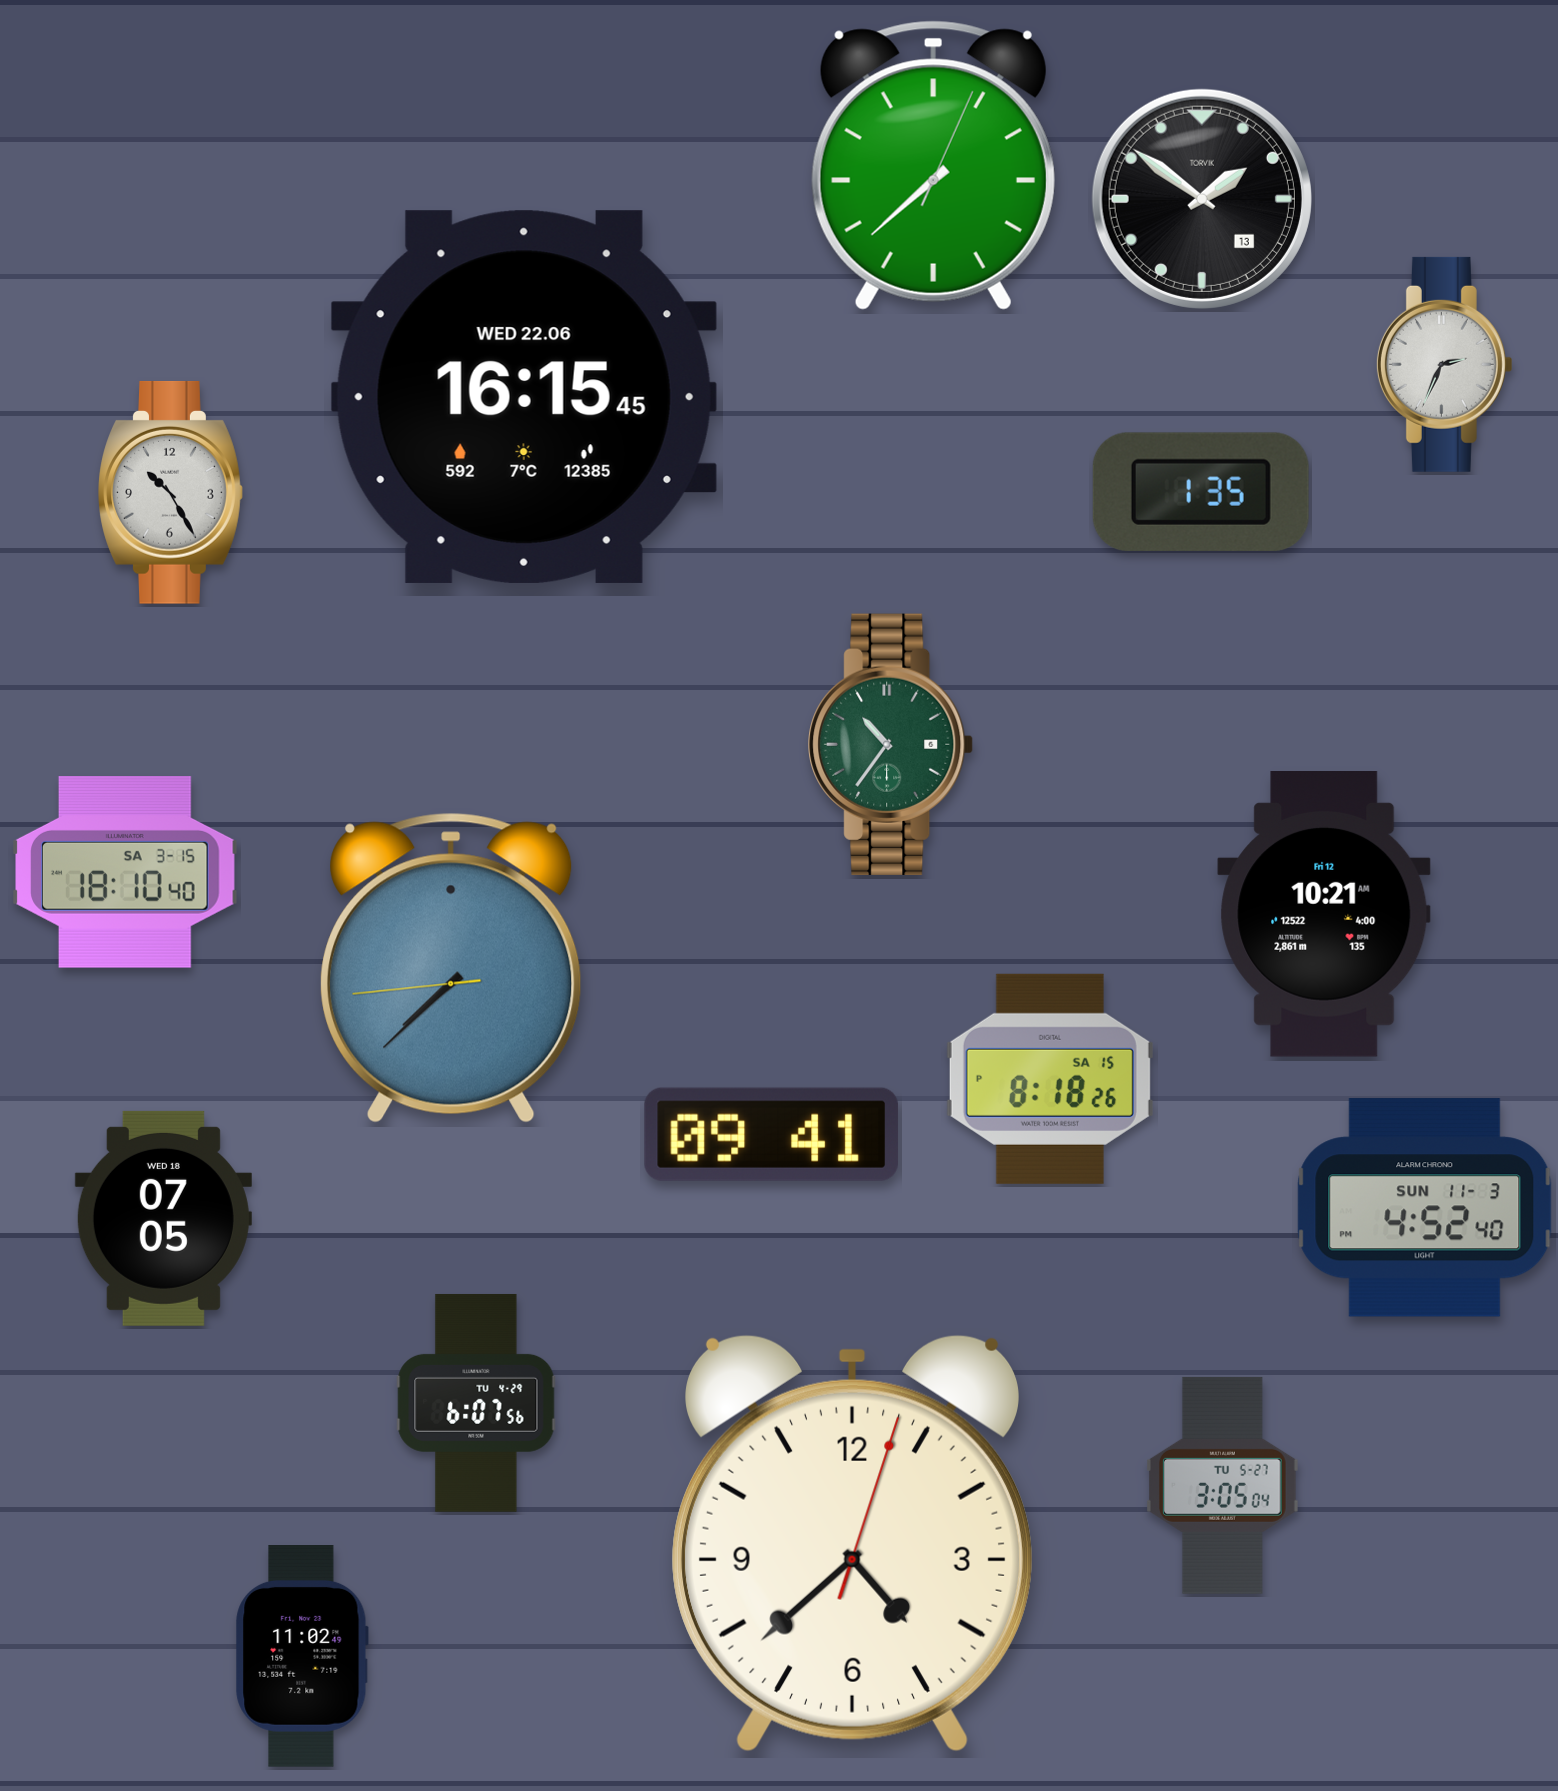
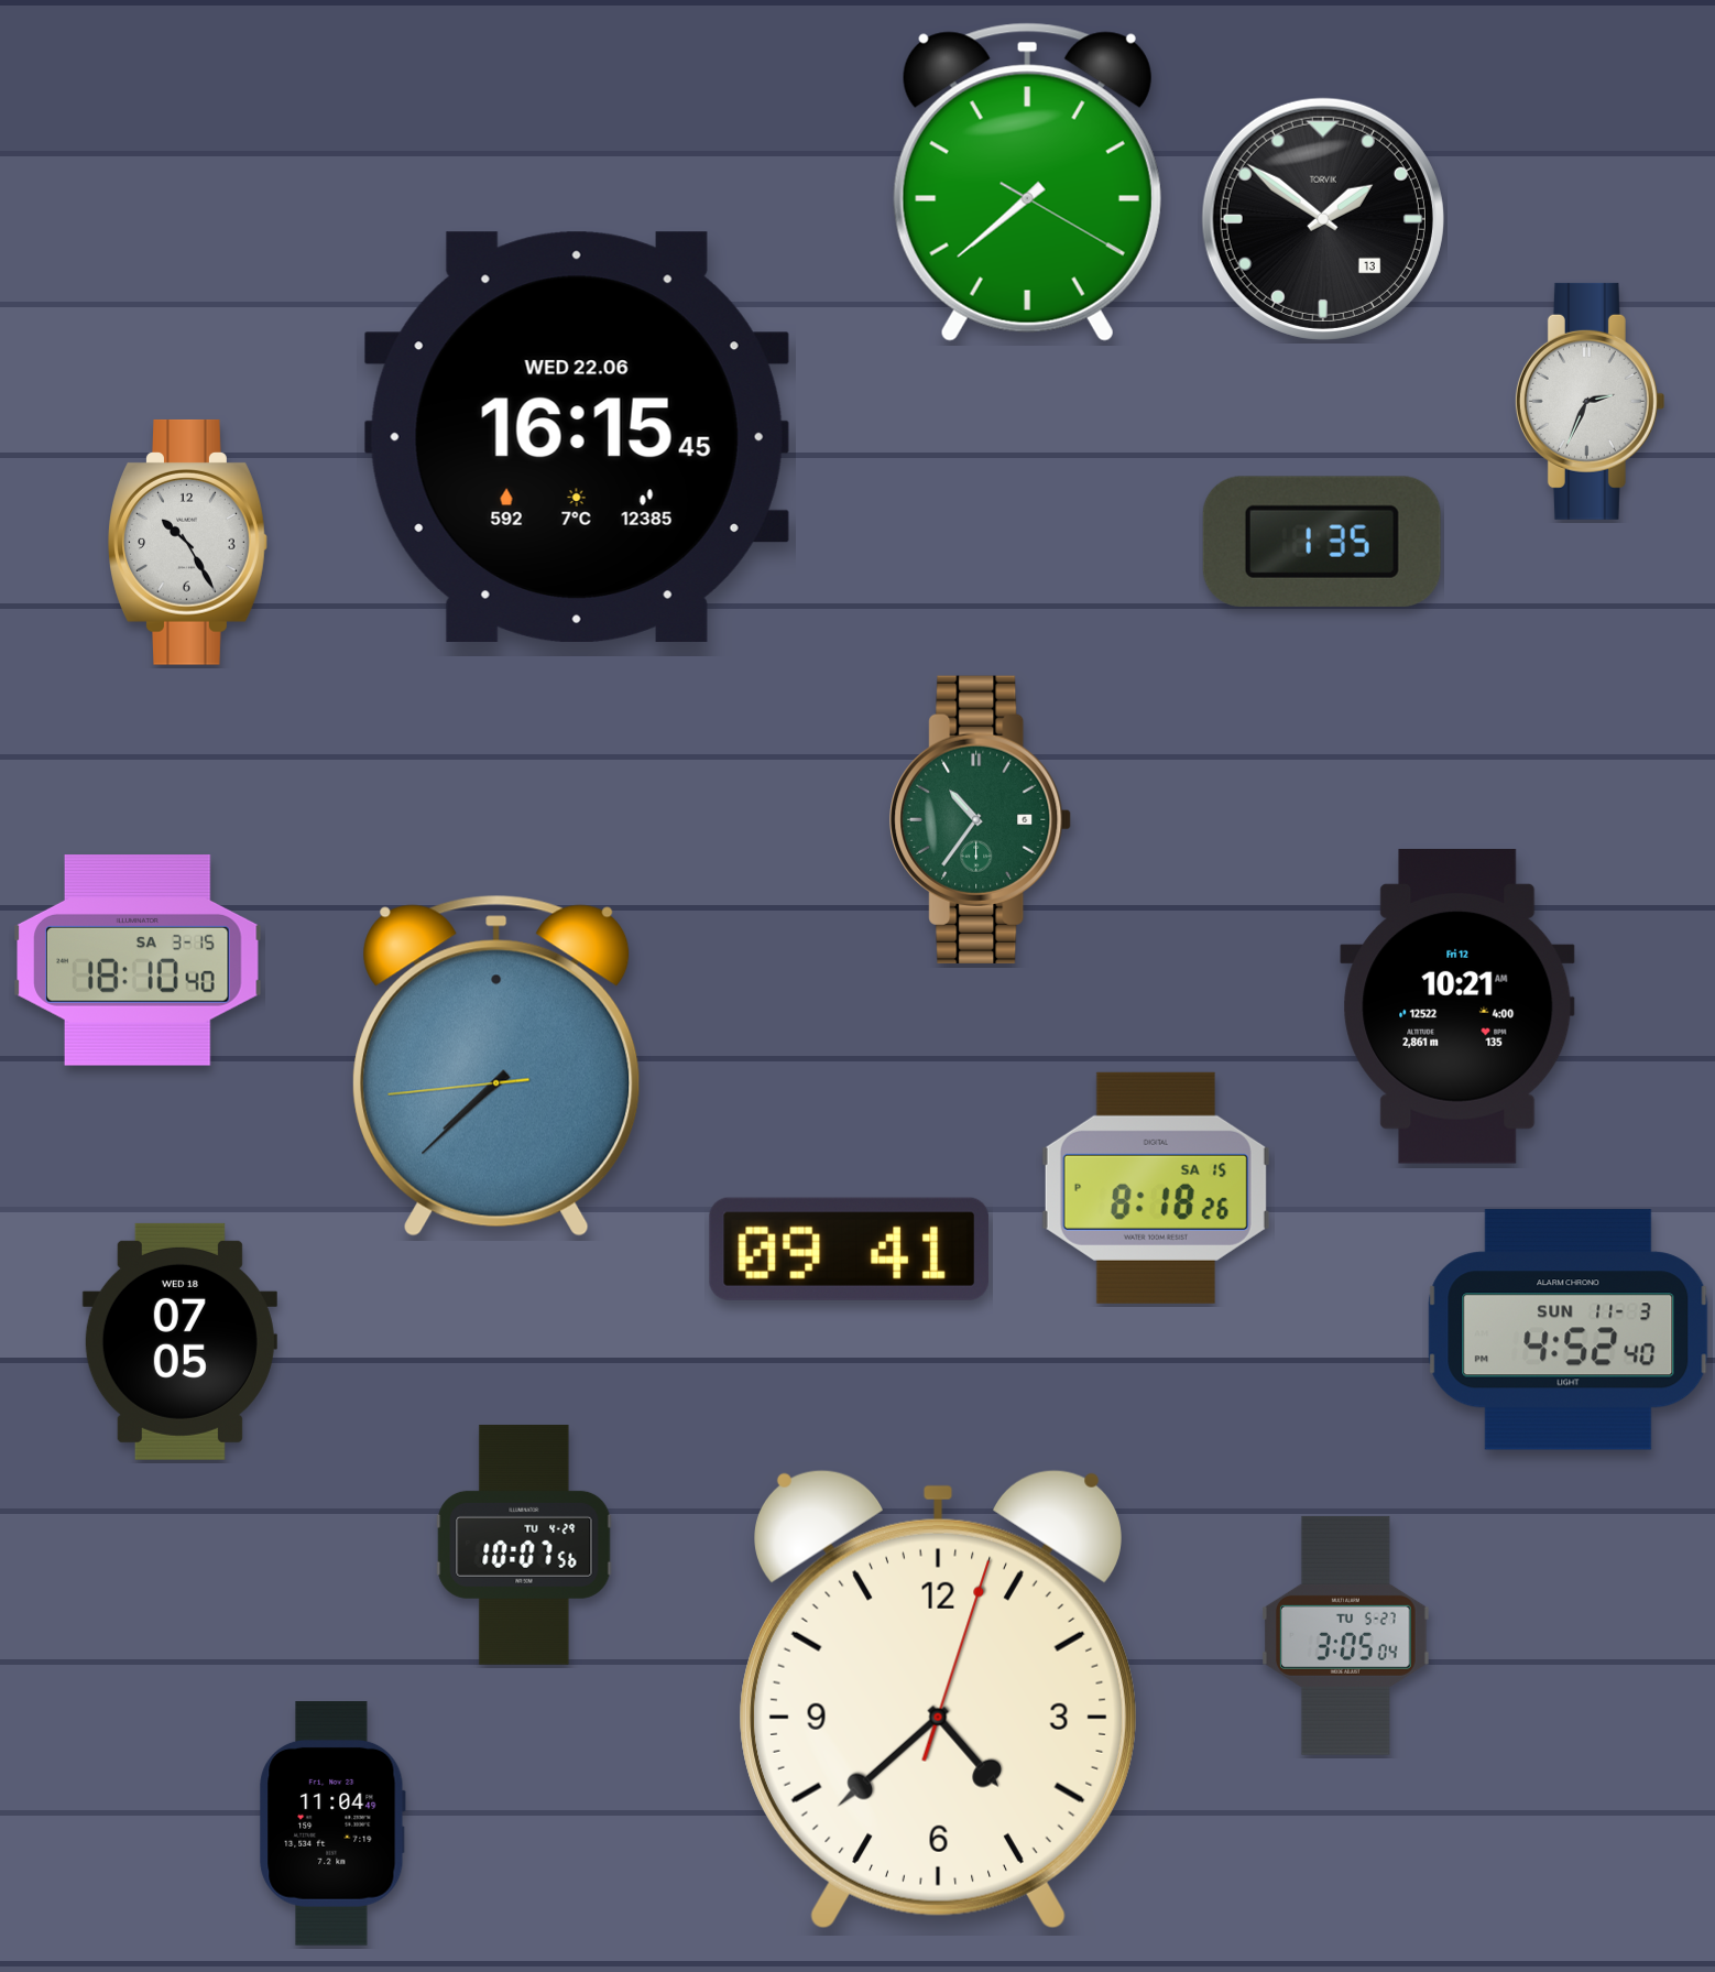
clock at (933, 165): 7:38:04 -> 7:38:20
clock at (476, 1403): 6:07 -> 10:07
clock at (302, 1657): 11:02 -> 11:04
